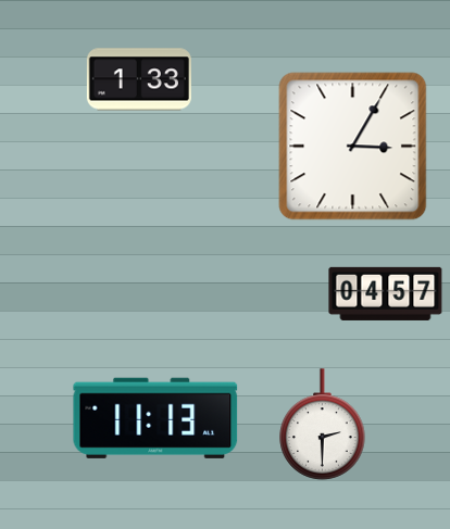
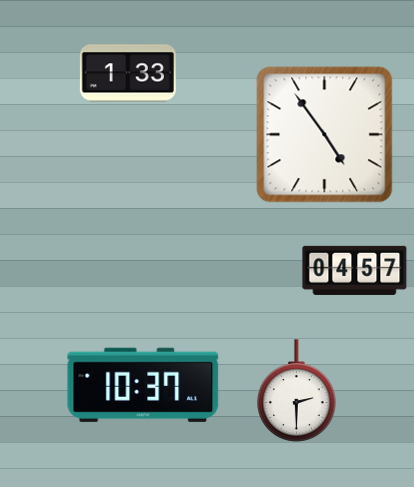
clock at (353, 147): 3:05 -> 4:54
clock at (155, 418): 11:13 -> 10:37
